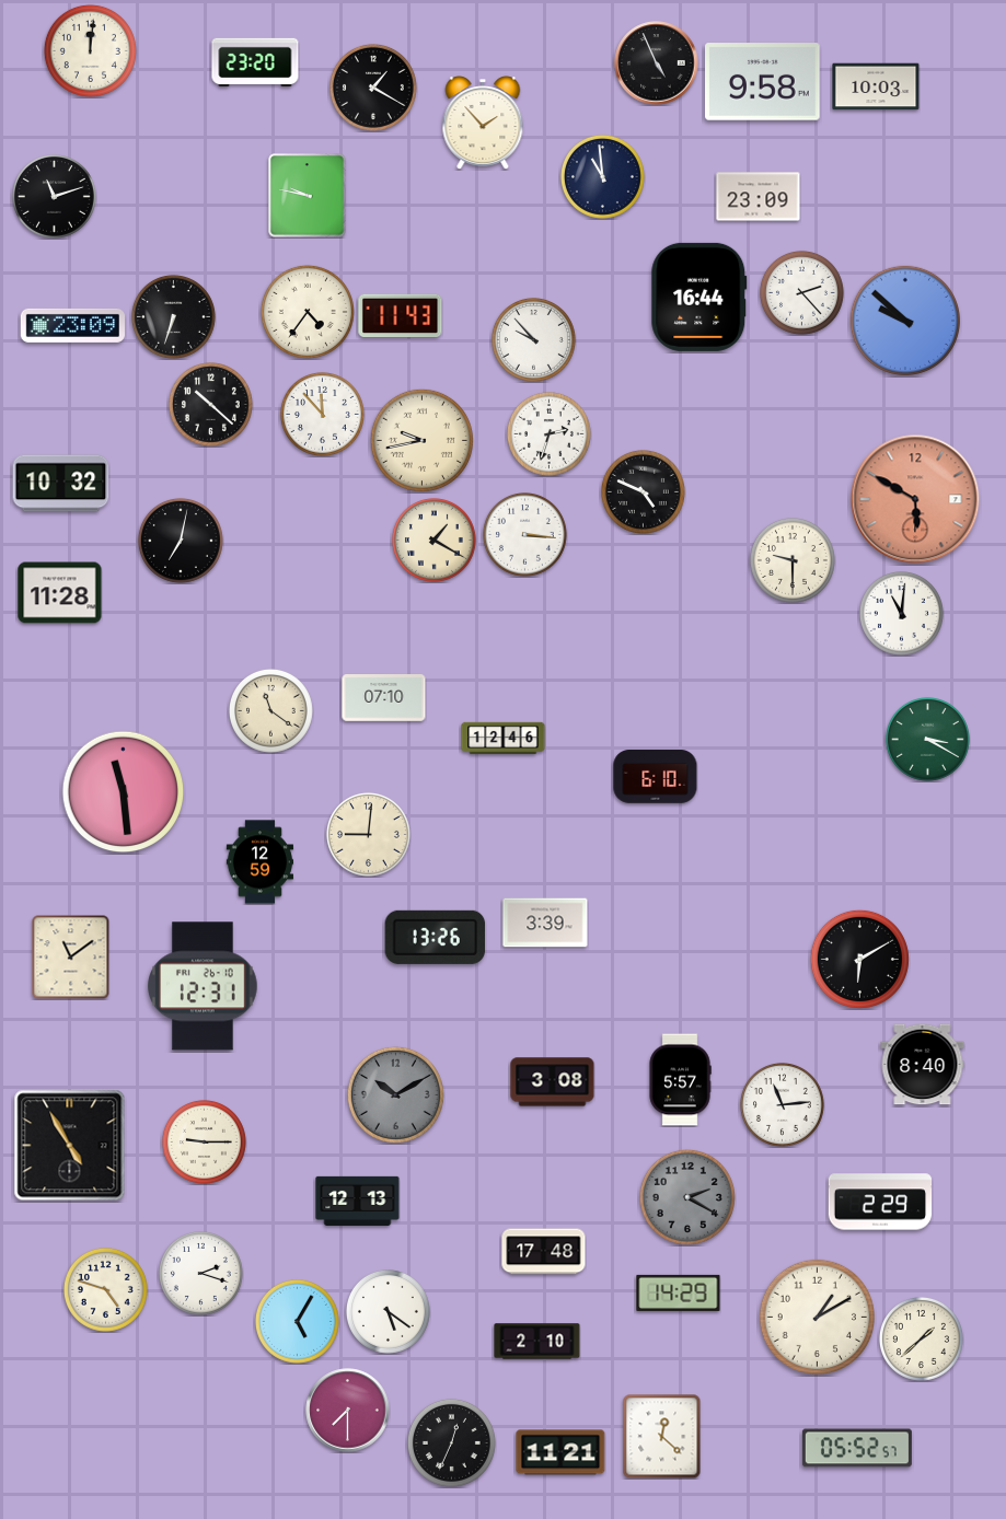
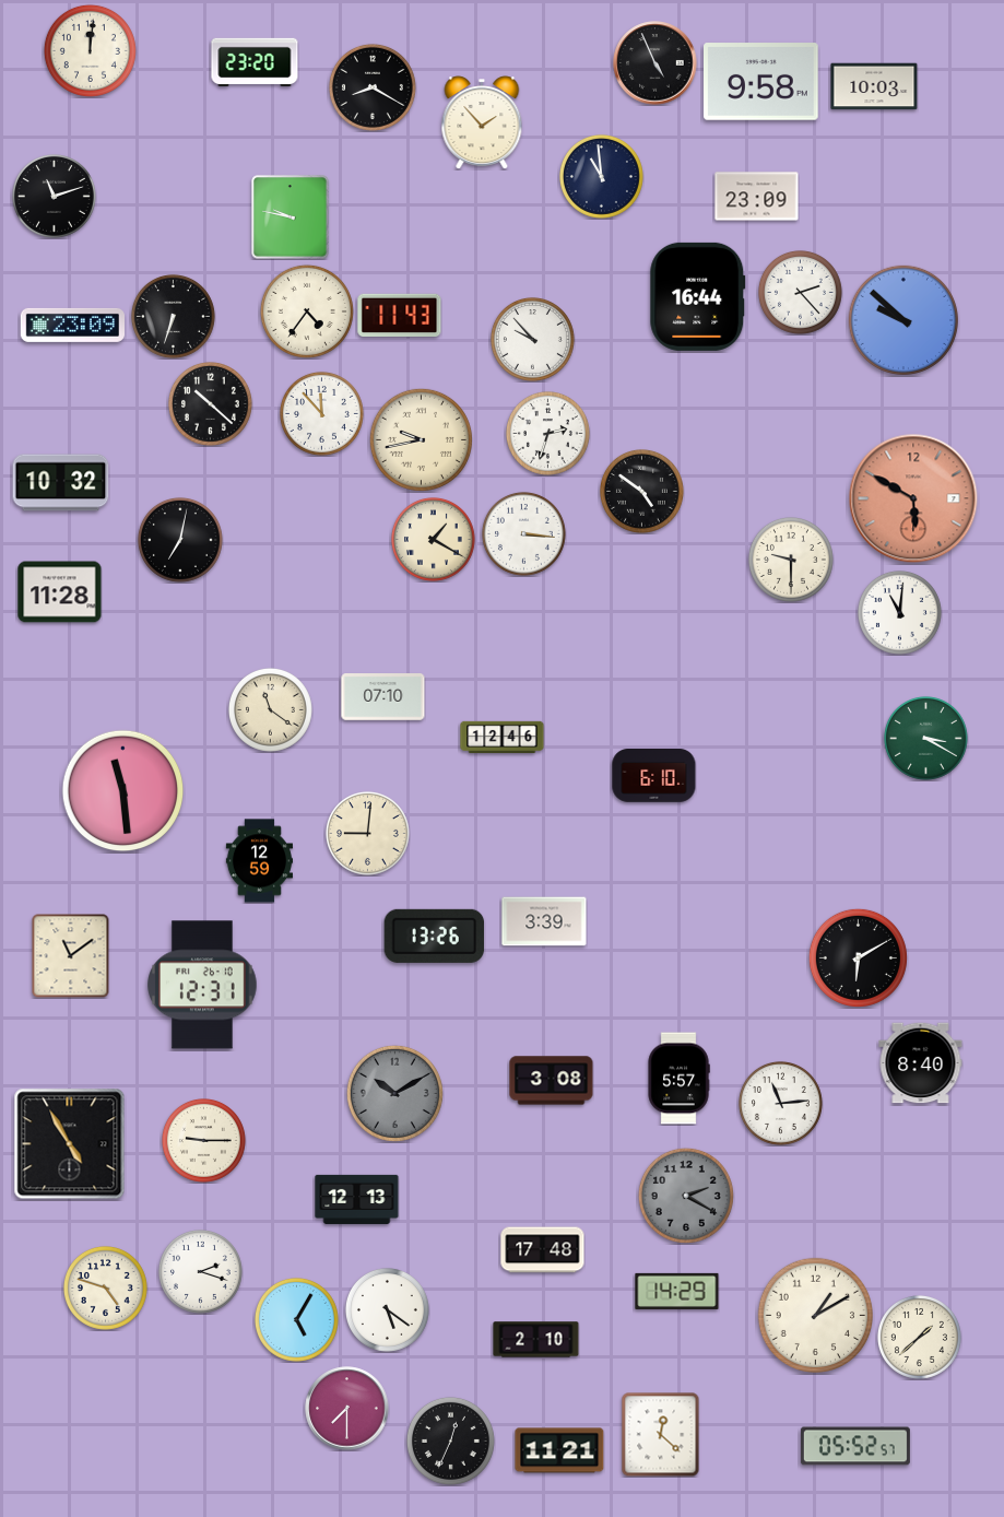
clock at (373, 88): 1:20 -> 8:20
clock at (308, 196) position: (308, 196) -> (291, 217)
clock at (643, 491): 4:49 -> 4:51
clock at (880, 1202): 2:29 -> none
